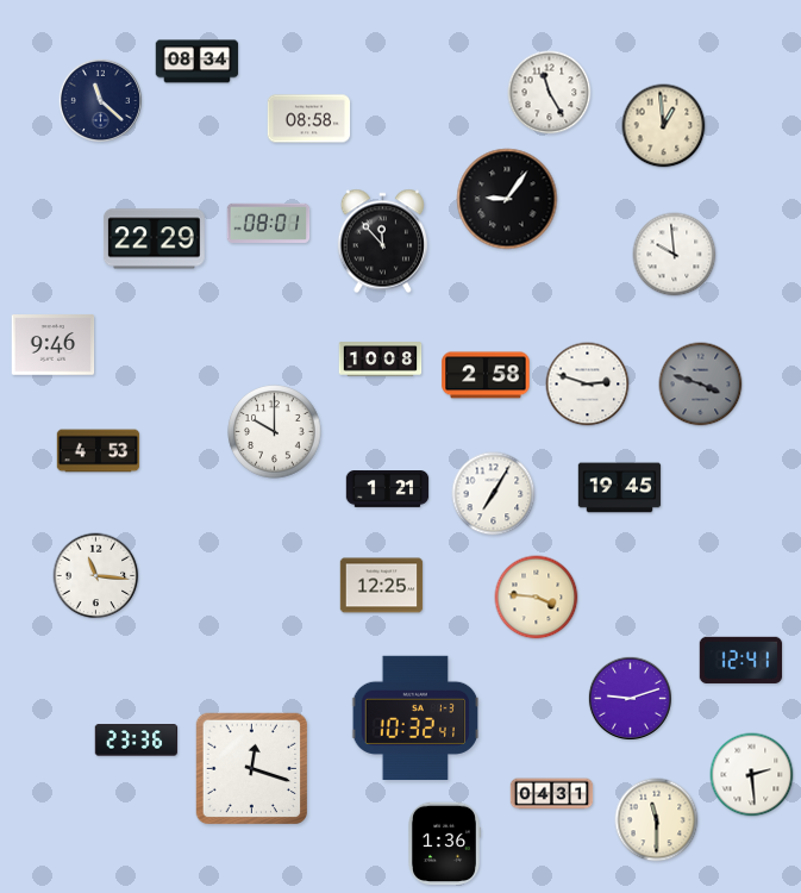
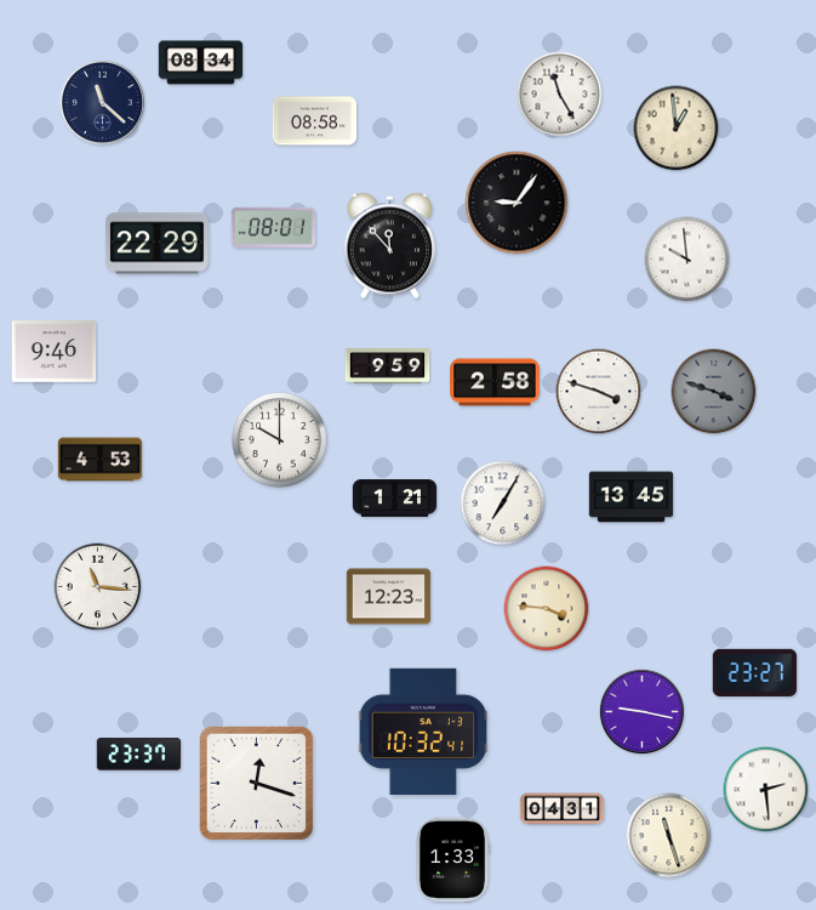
clock at (381, 360): 10:08 -> 9:59
clock at (588, 385): 2:48 -> 3:48
clock at (620, 488): 19:45 -> 13:45
clock at (382, 586): 12:25 -> 12:23
clock at (741, 660): 12:41 -> 23:27
clock at (630, 698): 9:12 -> 9:17
clock at (137, 741): 23:36 -> 23:37
clock at (657, 820): 11:30 -> 11:27
clock at (445, 844): 1:36 -> 1:33
